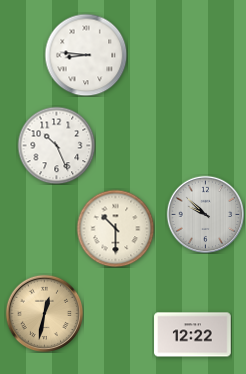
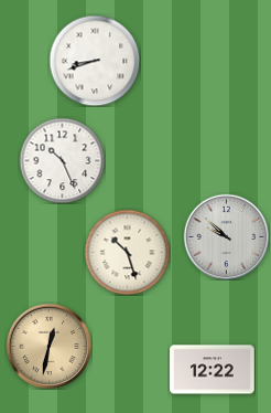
clock at (86, 55): 8:46 -> 8:42
clock at (115, 228): 10:30 -> 10:27
